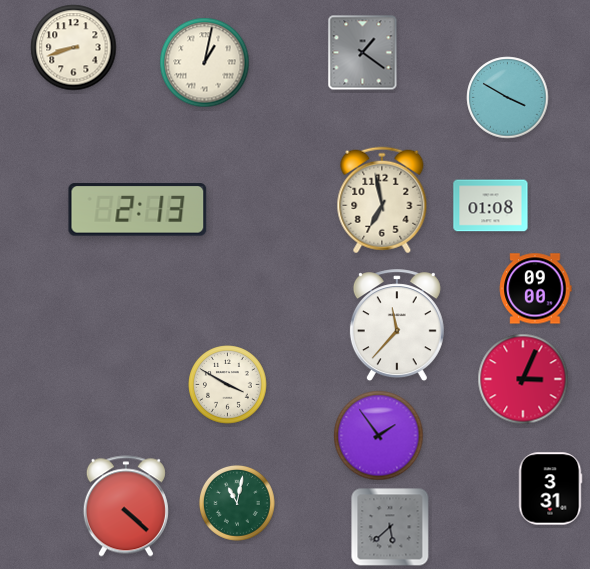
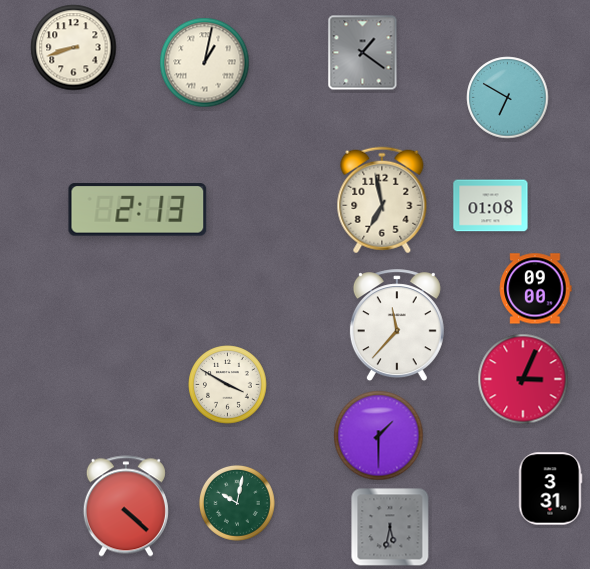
clock at (508, 98): 3:50 -> 6:50
clock at (379, 436): 1:54 -> 1:30
clock at (237, 503): 11:02 -> 10:02
clock at (390, 527): 5:38 -> 5:32
